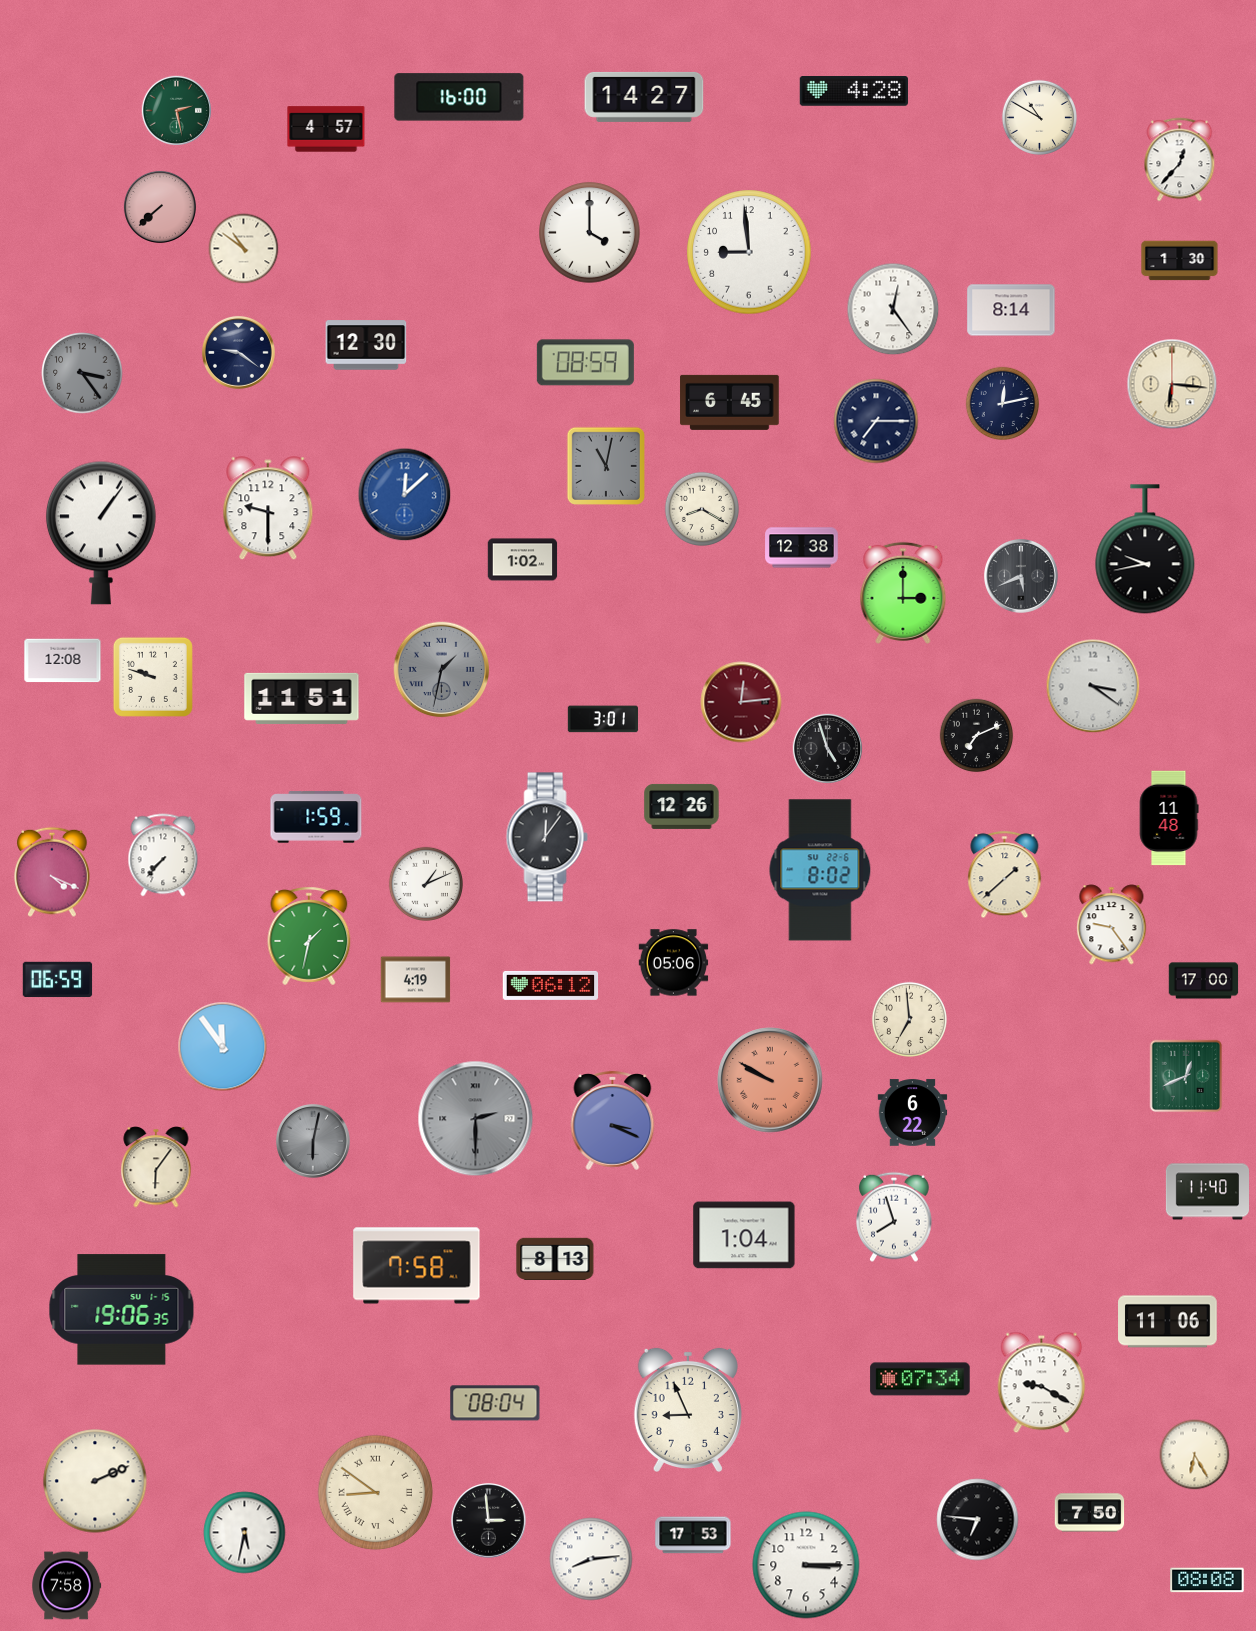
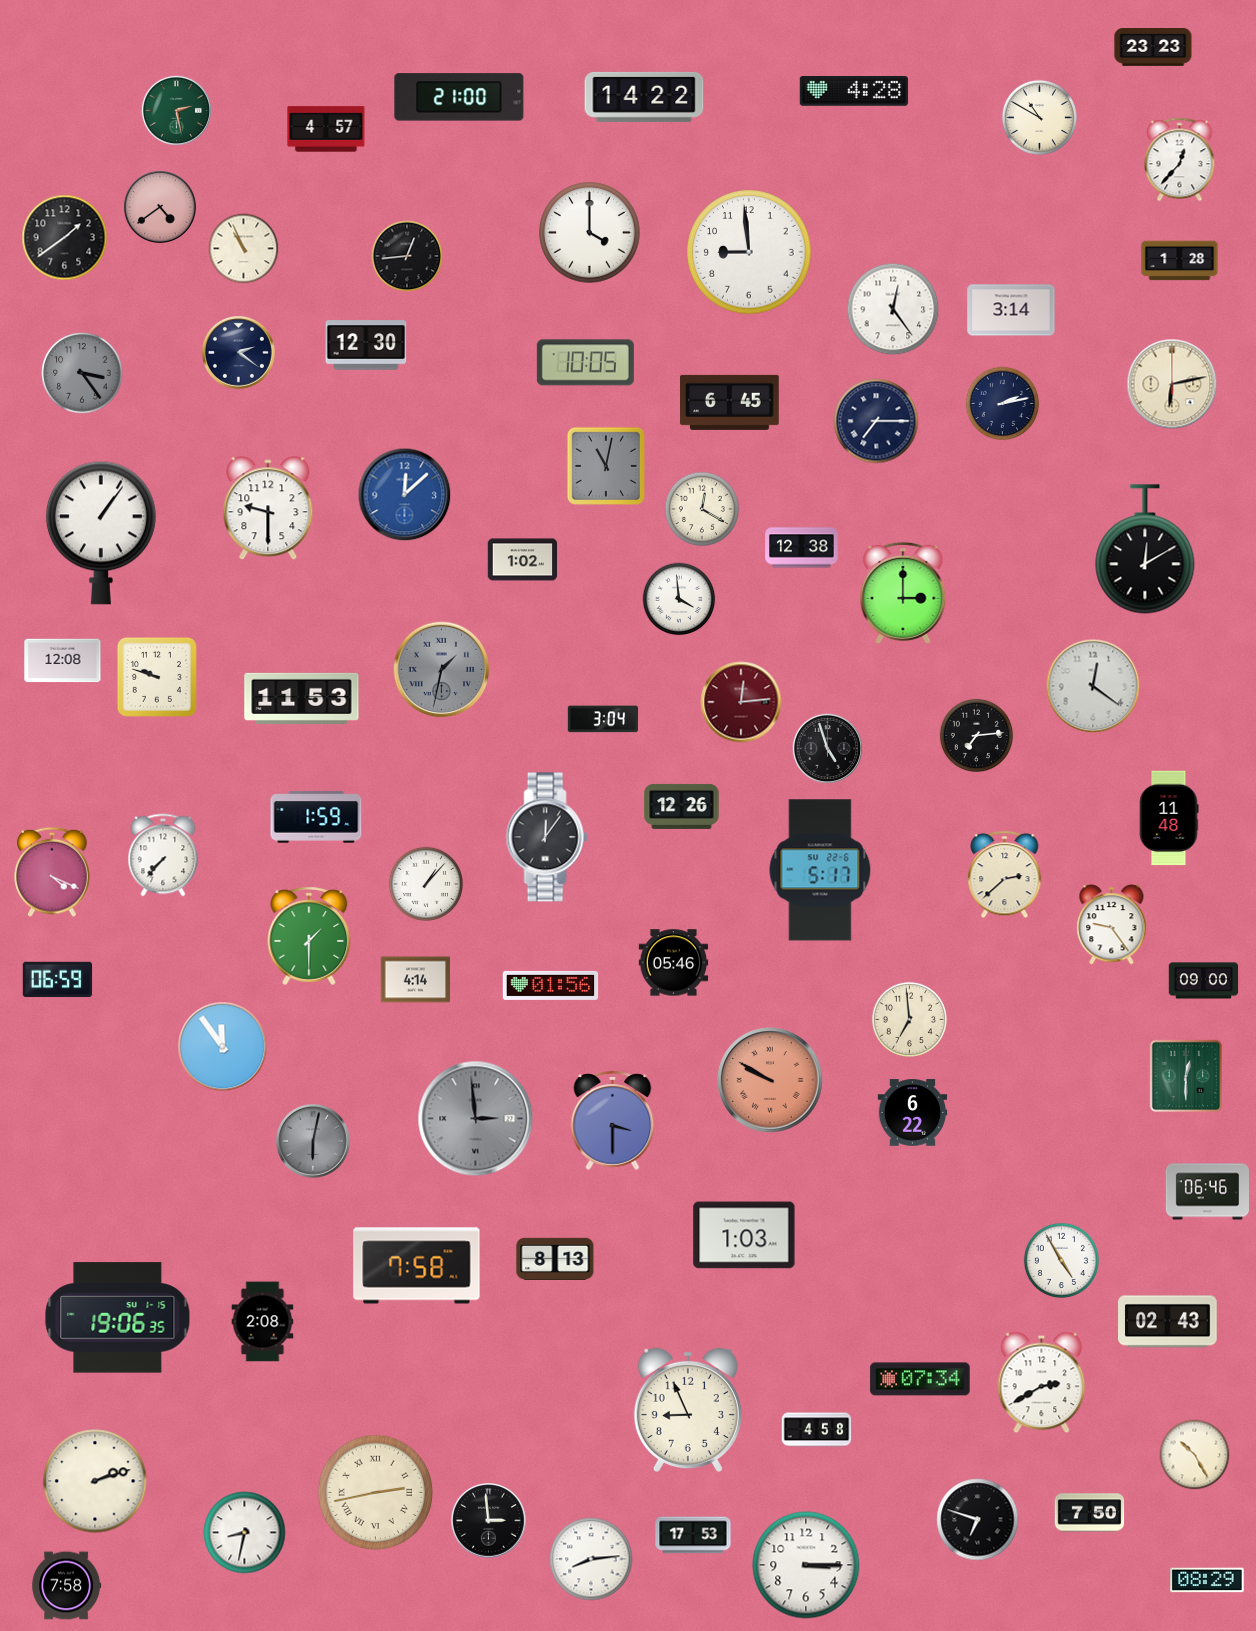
clock at (1153, 48): none -> 23:23
clock at (459, 97): 16:00 -> 21:00
clock at (644, 97): 14:27 -> 14:22
clock at (160, 207): 7:38 -> 4:39
clock at (65, 238): none -> 1:39
clock at (244, 249): 10:51 -> 10:56
clock at (407, 256): none -> 12:44
clock at (1180, 261): 1:30 -> 1:28
clock at (1011, 310): 8:14 -> 3:14
clock at (238, 352): 9:21 -> 2:21
clock at (585, 363): 08:59 -> 10:05
clock at (1172, 384): 6:16 -> 6:13
clock at (1003, 404): 12:13 -> 2:13
clock at (701, 508): 8:20 -> 12:20
clock at (1145, 549): 9:43 -> 12:10
clock at (1022, 577): 5:41 -> none
clock at (679, 599): none -> 3:59
clock at (153, 677) position: (153, 677) -> (157, 677)
clock at (1093, 686): 3:21 -> 12:21
clock at (302, 698): 11:51 -> 11:53
clock at (603, 719): 3:01 -> 3:04
clock at (977, 736): 7:11 -> 7:14
clock at (820, 870): 8:02 -> 5:17
clock at (1005, 875): 1:38 -> 2:38
clock at (425, 883): 1:11 -> 1:07
clock at (309, 936): 1:32 -> 1:30
clock at (674, 963): 05:06 -> 05:46
clock at (416, 980): 4:19 -> 4:14
clock at (1204, 981): 17:00 -> 09:00
clock at (551, 985): 06:12 -> 01:56
clock at (1186, 1076): 12:41 -> 12:30
clock at (476, 1119): 2:30 -> 2:59
clock at (613, 1120): 3:19 -> 3:30
clock at (156, 1167): 6:06 -> none
clock at (1207, 1192): 11:40 -> 06:46
clock at (894, 1217): 7:57 -> none
clock at (744, 1235): 1:04 -> 1:03
clock at (1061, 1260): none -> 4:55
clock at (122, 1310) position: (122, 1310) -> (118, 1318)
clock at (263, 1322): none -> 2:08
clock at (1168, 1322): 11:06 -> 02:43
clock at (1042, 1383): 9:20 -> 2:40
clock at (495, 1403): 08:04 -> none
clock at (817, 1430): none -> 4:58
clock at (1195, 1455): 6:25 -> 10:25
clock at (95, 1481): 2:11 -> 2:12
clock at (376, 1493): 8:51 -> 2:43
clock at (978, 1520): 6:46 -> 6:48
clock at (245, 1533): 5:32 -> 8:32
clock at (1207, 1580): 08:08 -> 08:29
